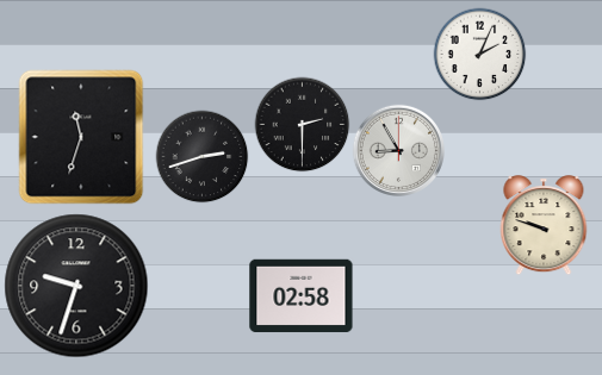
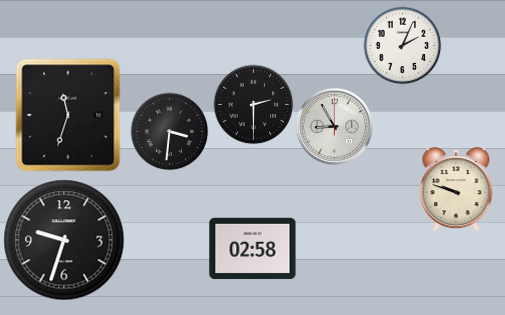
clock at (201, 156): 2:42 -> 3:31
